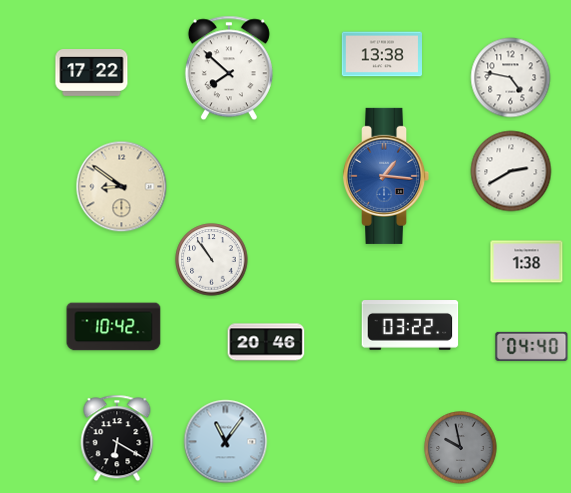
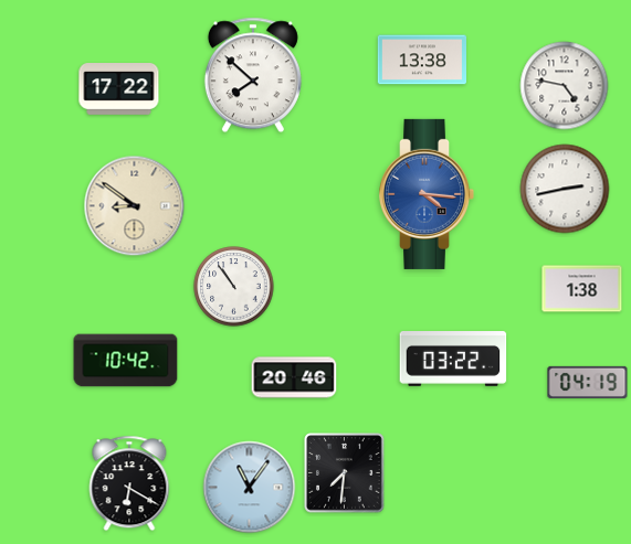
clock at (92, 73) position: (92, 73) -> (119, 89)
clock at (511, 171): 2:40 -> 2:43
clock at (387, 176): 1:16 -> 4:16
clock at (532, 346): 04:40 -> 04:19
clock at (345, 473): none -> 7:31
clock at (461, 448): 9:58 -> none
